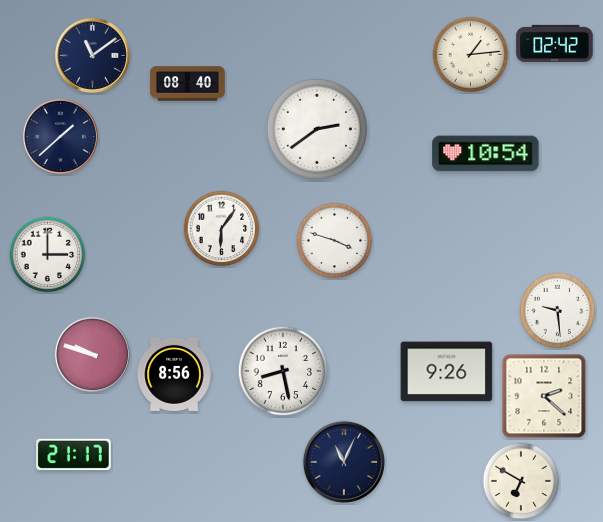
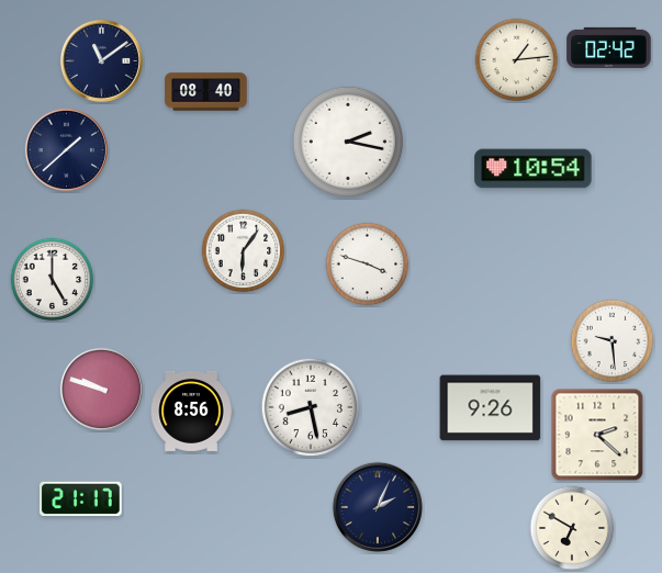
clock at (317, 129): 2:39 -> 2:17
clock at (48, 255): 3:00 -> 5:00
clock at (344, 462): 11:04 -> 2:04
